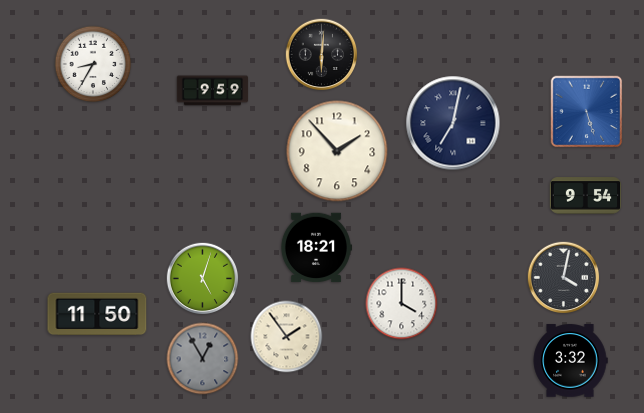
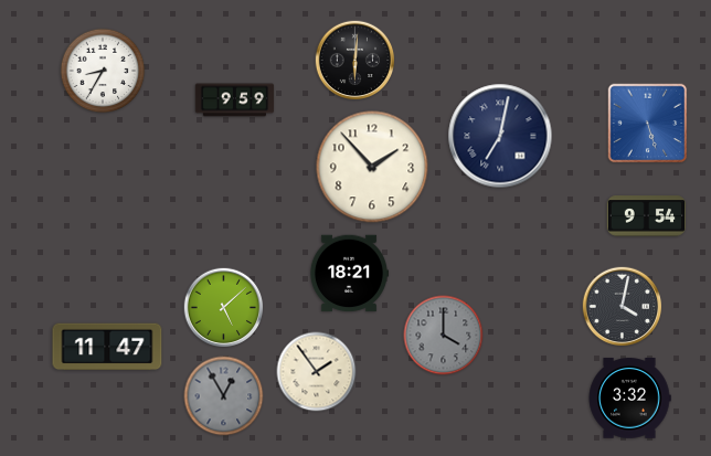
clock at (203, 279): 5:03 -> 5:08
clock at (402, 304) dial: white -> grey
clock at (97, 314): 11:50 -> 11:47
